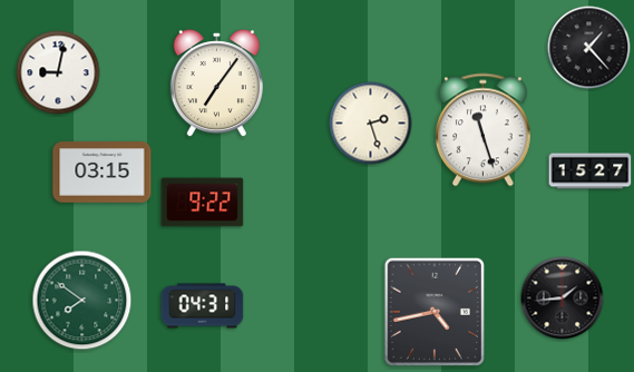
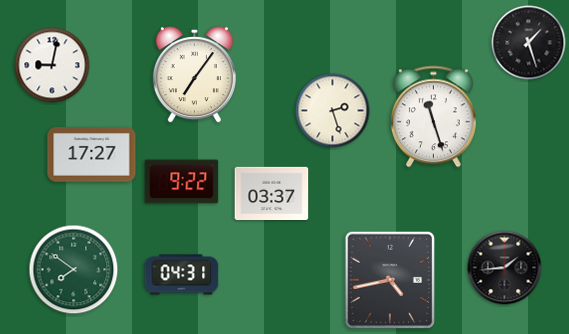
clock at (589, 48): 1:23 -> 1:27
clock at (591, 172): 15:27 -> none
clock at (103, 173): 03:15 -> 17:27
clock at (272, 193): none -> 03:37
